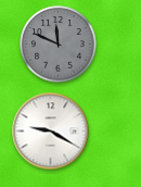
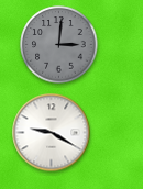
clock at (59, 45): 11:49 -> 3:01
